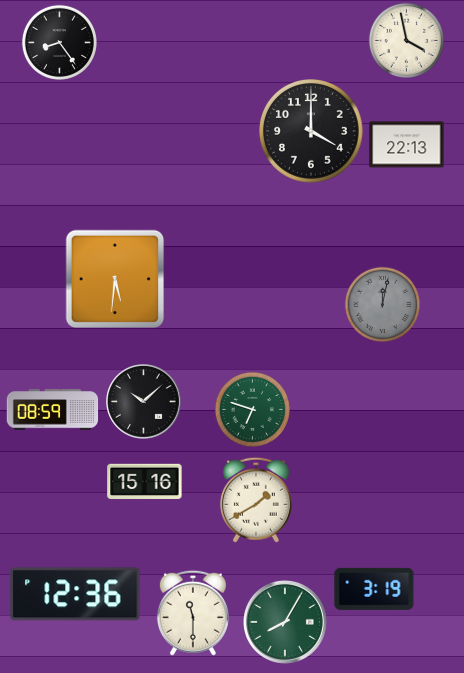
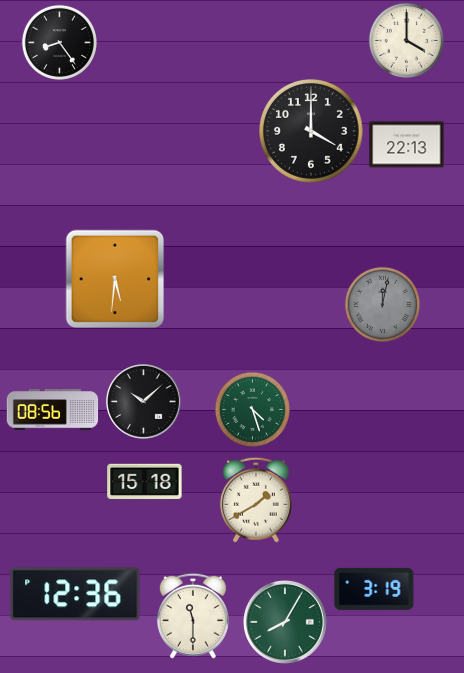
clock at (406, 40): 3:58 -> 4:00
clock at (252, 409): 6:48 -> 4:27
clock at (53, 410): 08:59 -> 08:56
clock at (145, 482): 15:16 -> 15:18
clock at (193, 613) position: (193, 613) -> (193, 616)
